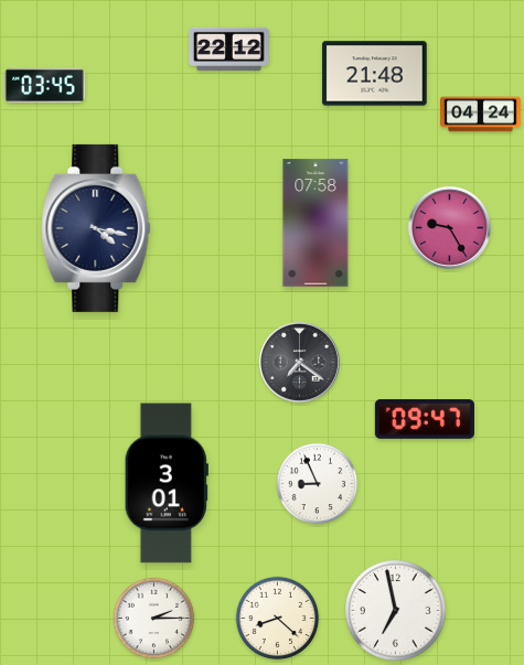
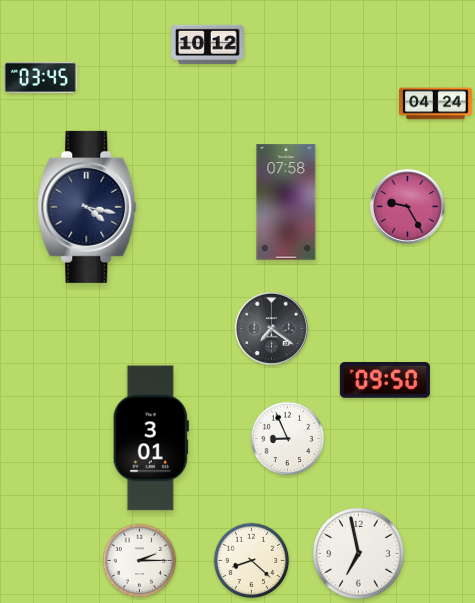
clock at (229, 49): 22:12 -> 10:12
clock at (375, 74): 21:48 -> none
clock at (425, 420): 09:47 -> 09:50
